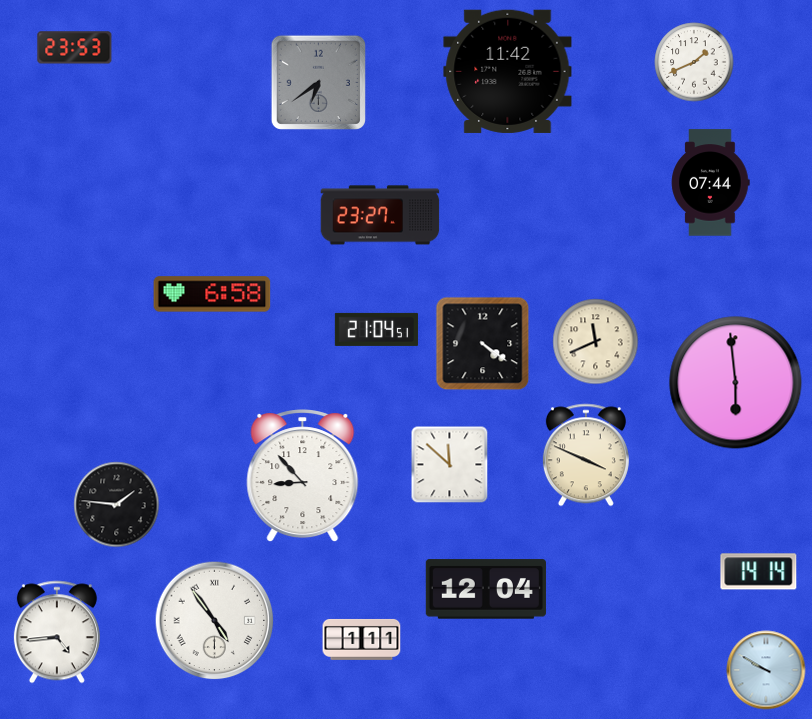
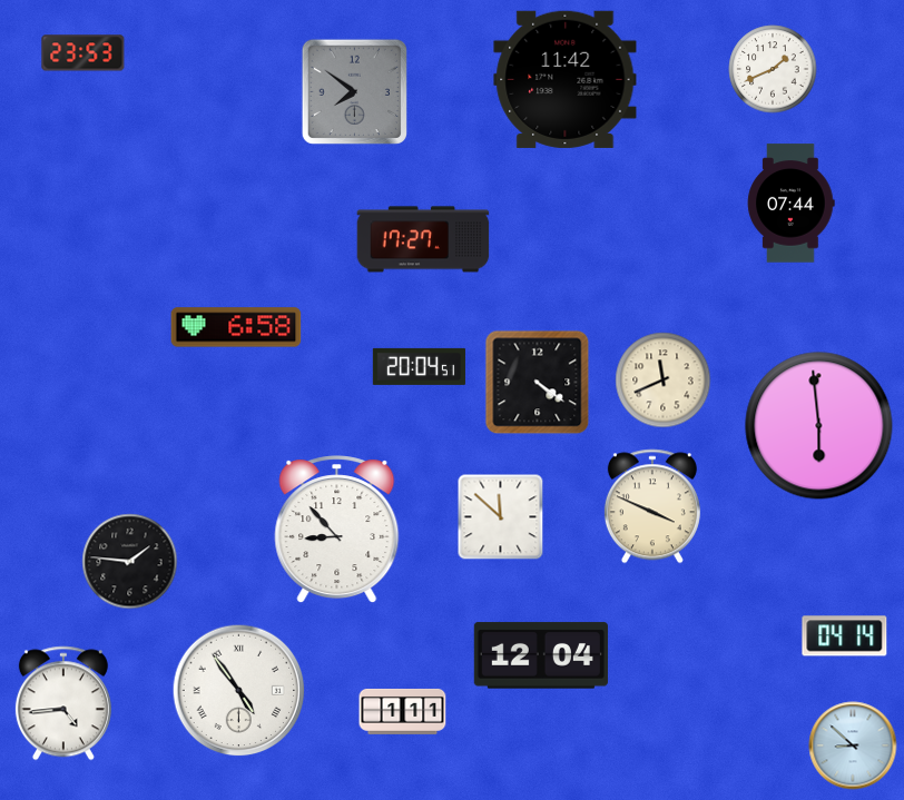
clock at (318, 82): 6:39 -> 7:51
clock at (380, 215): 23:27 -> 17:27
clock at (376, 329): 21:04 -> 20:04
clock at (759, 572): 14:14 -> 04:14
clock at (766, 670): 9:50 -> 8:52
